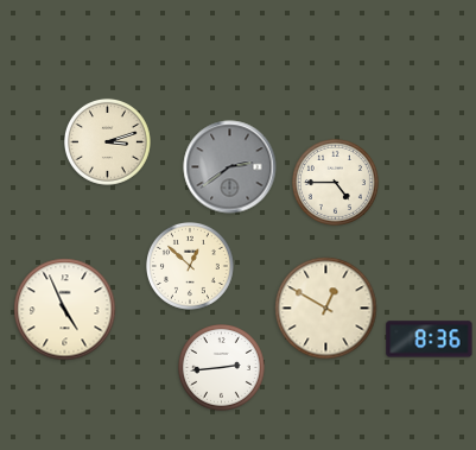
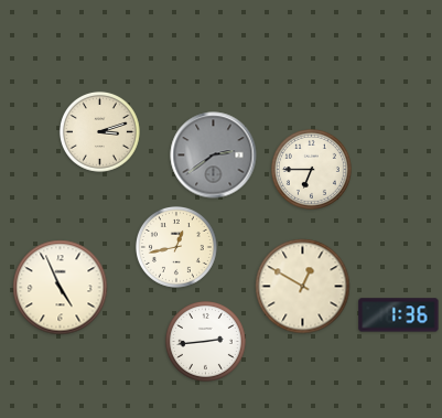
clock at (335, 182): 4:45 -> 6:45
clock at (191, 267): 12:52 -> 12:43
clock at (430, 340): 8:36 -> 1:36
